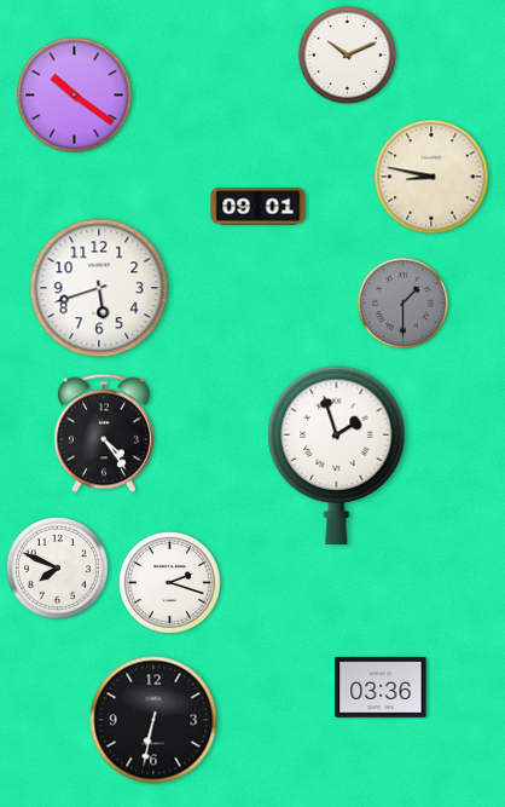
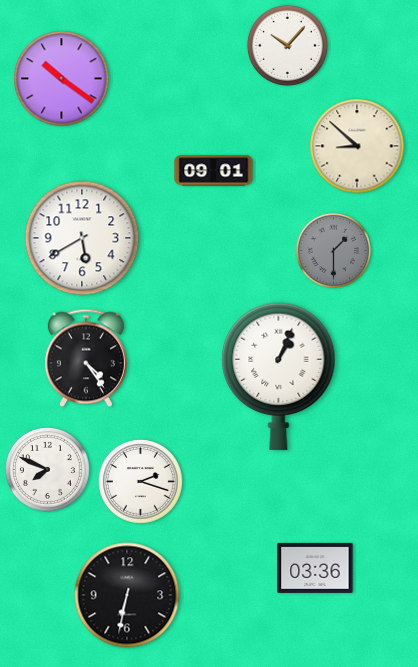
clock at (347, 54): 10:11 -> 10:07
clock at (431, 177): 8:47 -> 8:52
clock at (99, 288): 5:42 -> 5:40
clock at (337, 455): 1:57 -> 1:04
